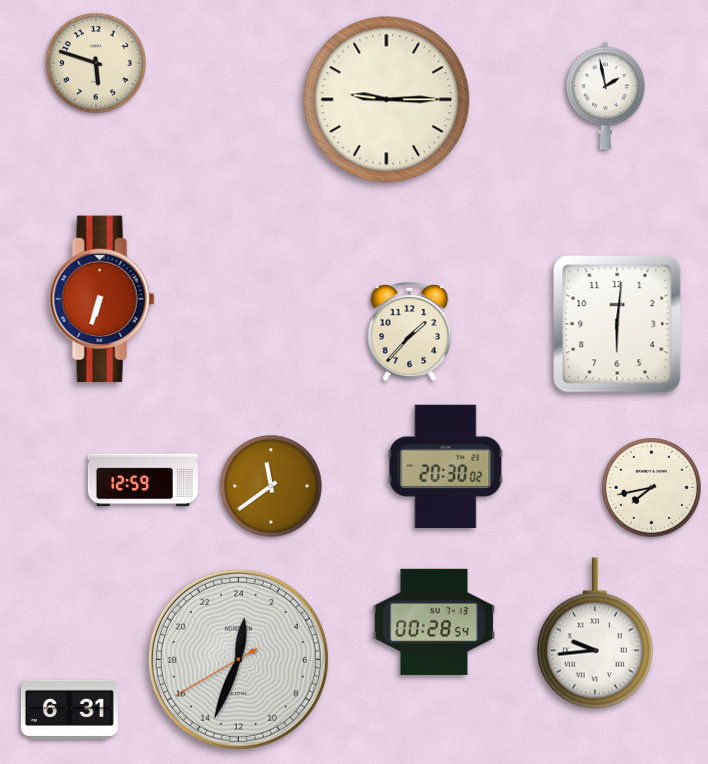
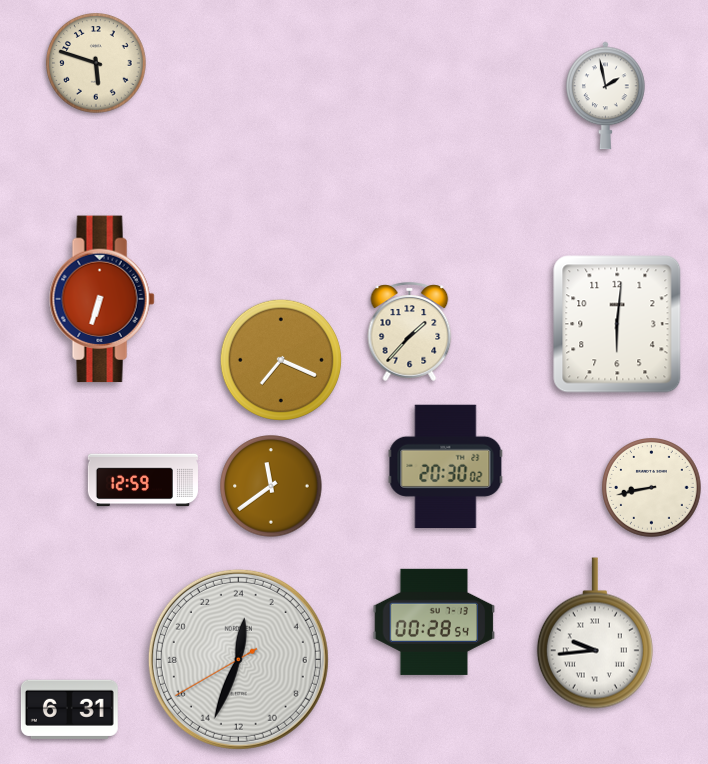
clock at (387, 100): 9:15 -> none
clock at (281, 360): none -> 7:19
clock at (652, 488): 7:43 -> 8:43
